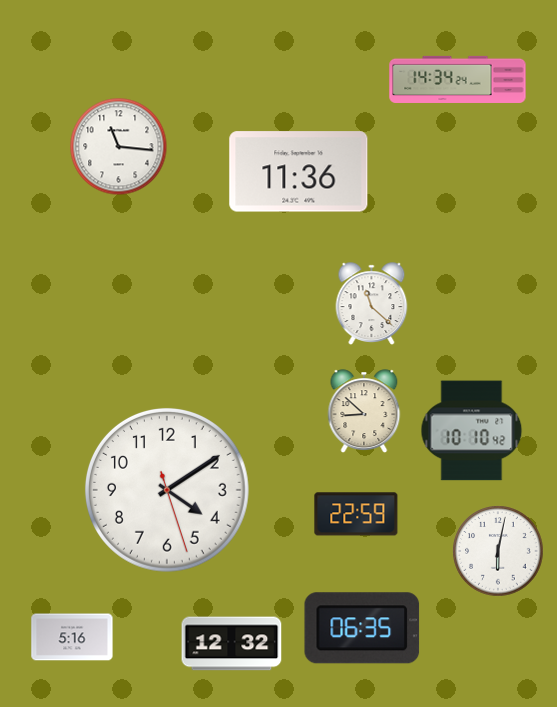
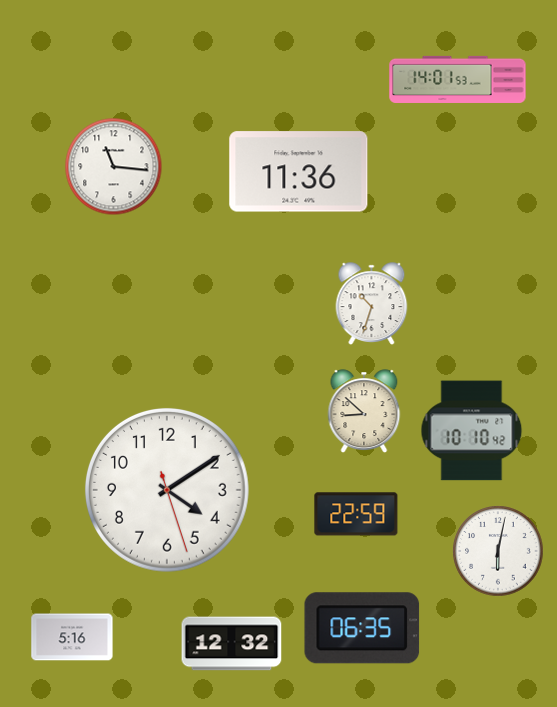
clock at (458, 79): 14:34 -> 14:01
clock at (119, 147) position: (119, 147) -> (114, 167)
clock at (372, 304): 11:22 -> 10:33
